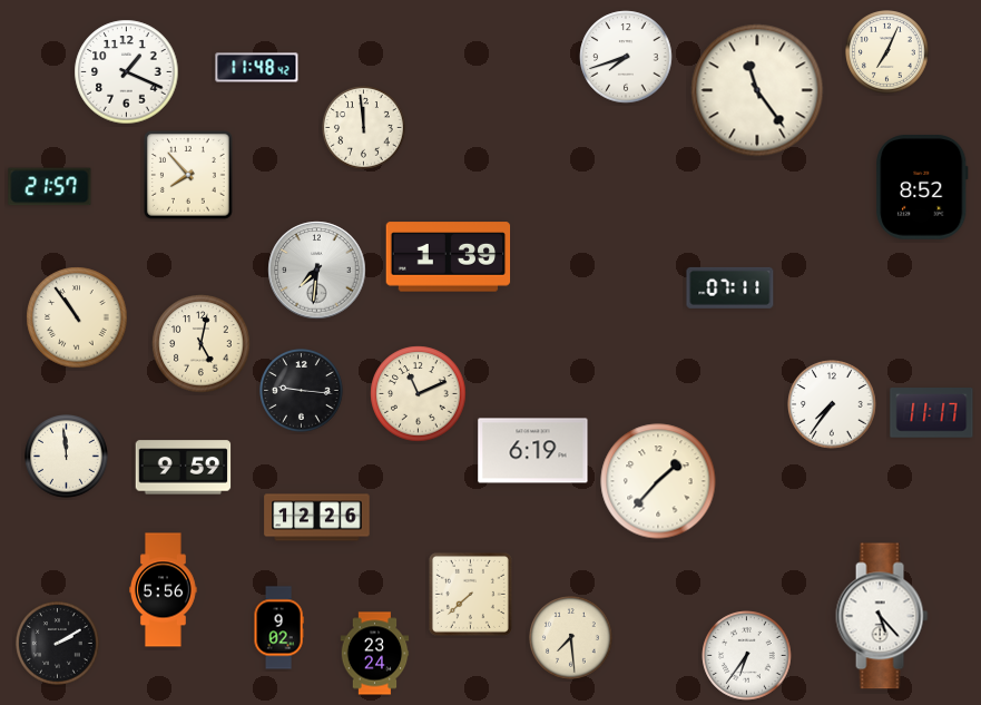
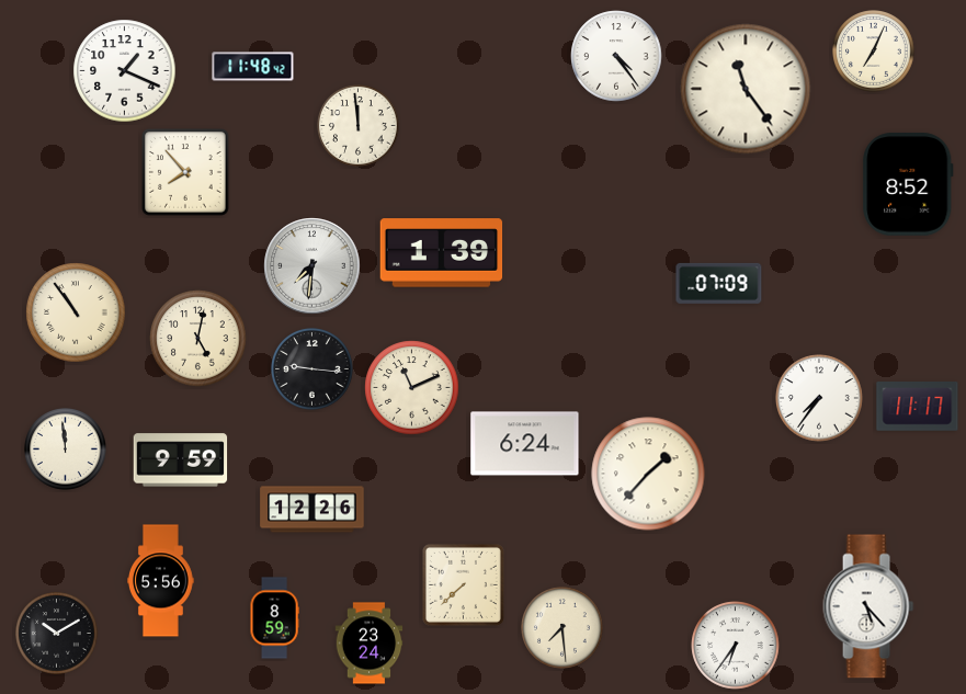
clock at (626, 57): 7:42 -> 4:24
clock at (50, 187): 21:57 -> none
clock at (730, 287): 07:11 -> 07:09
clock at (302, 391) position: (302, 391) -> (312, 369)
clock at (533, 451): 6:19 -> 6:24
clock at (278, 628): 9:02 -> 8:59
clock at (58, 644): 2:10 -> 10:10
